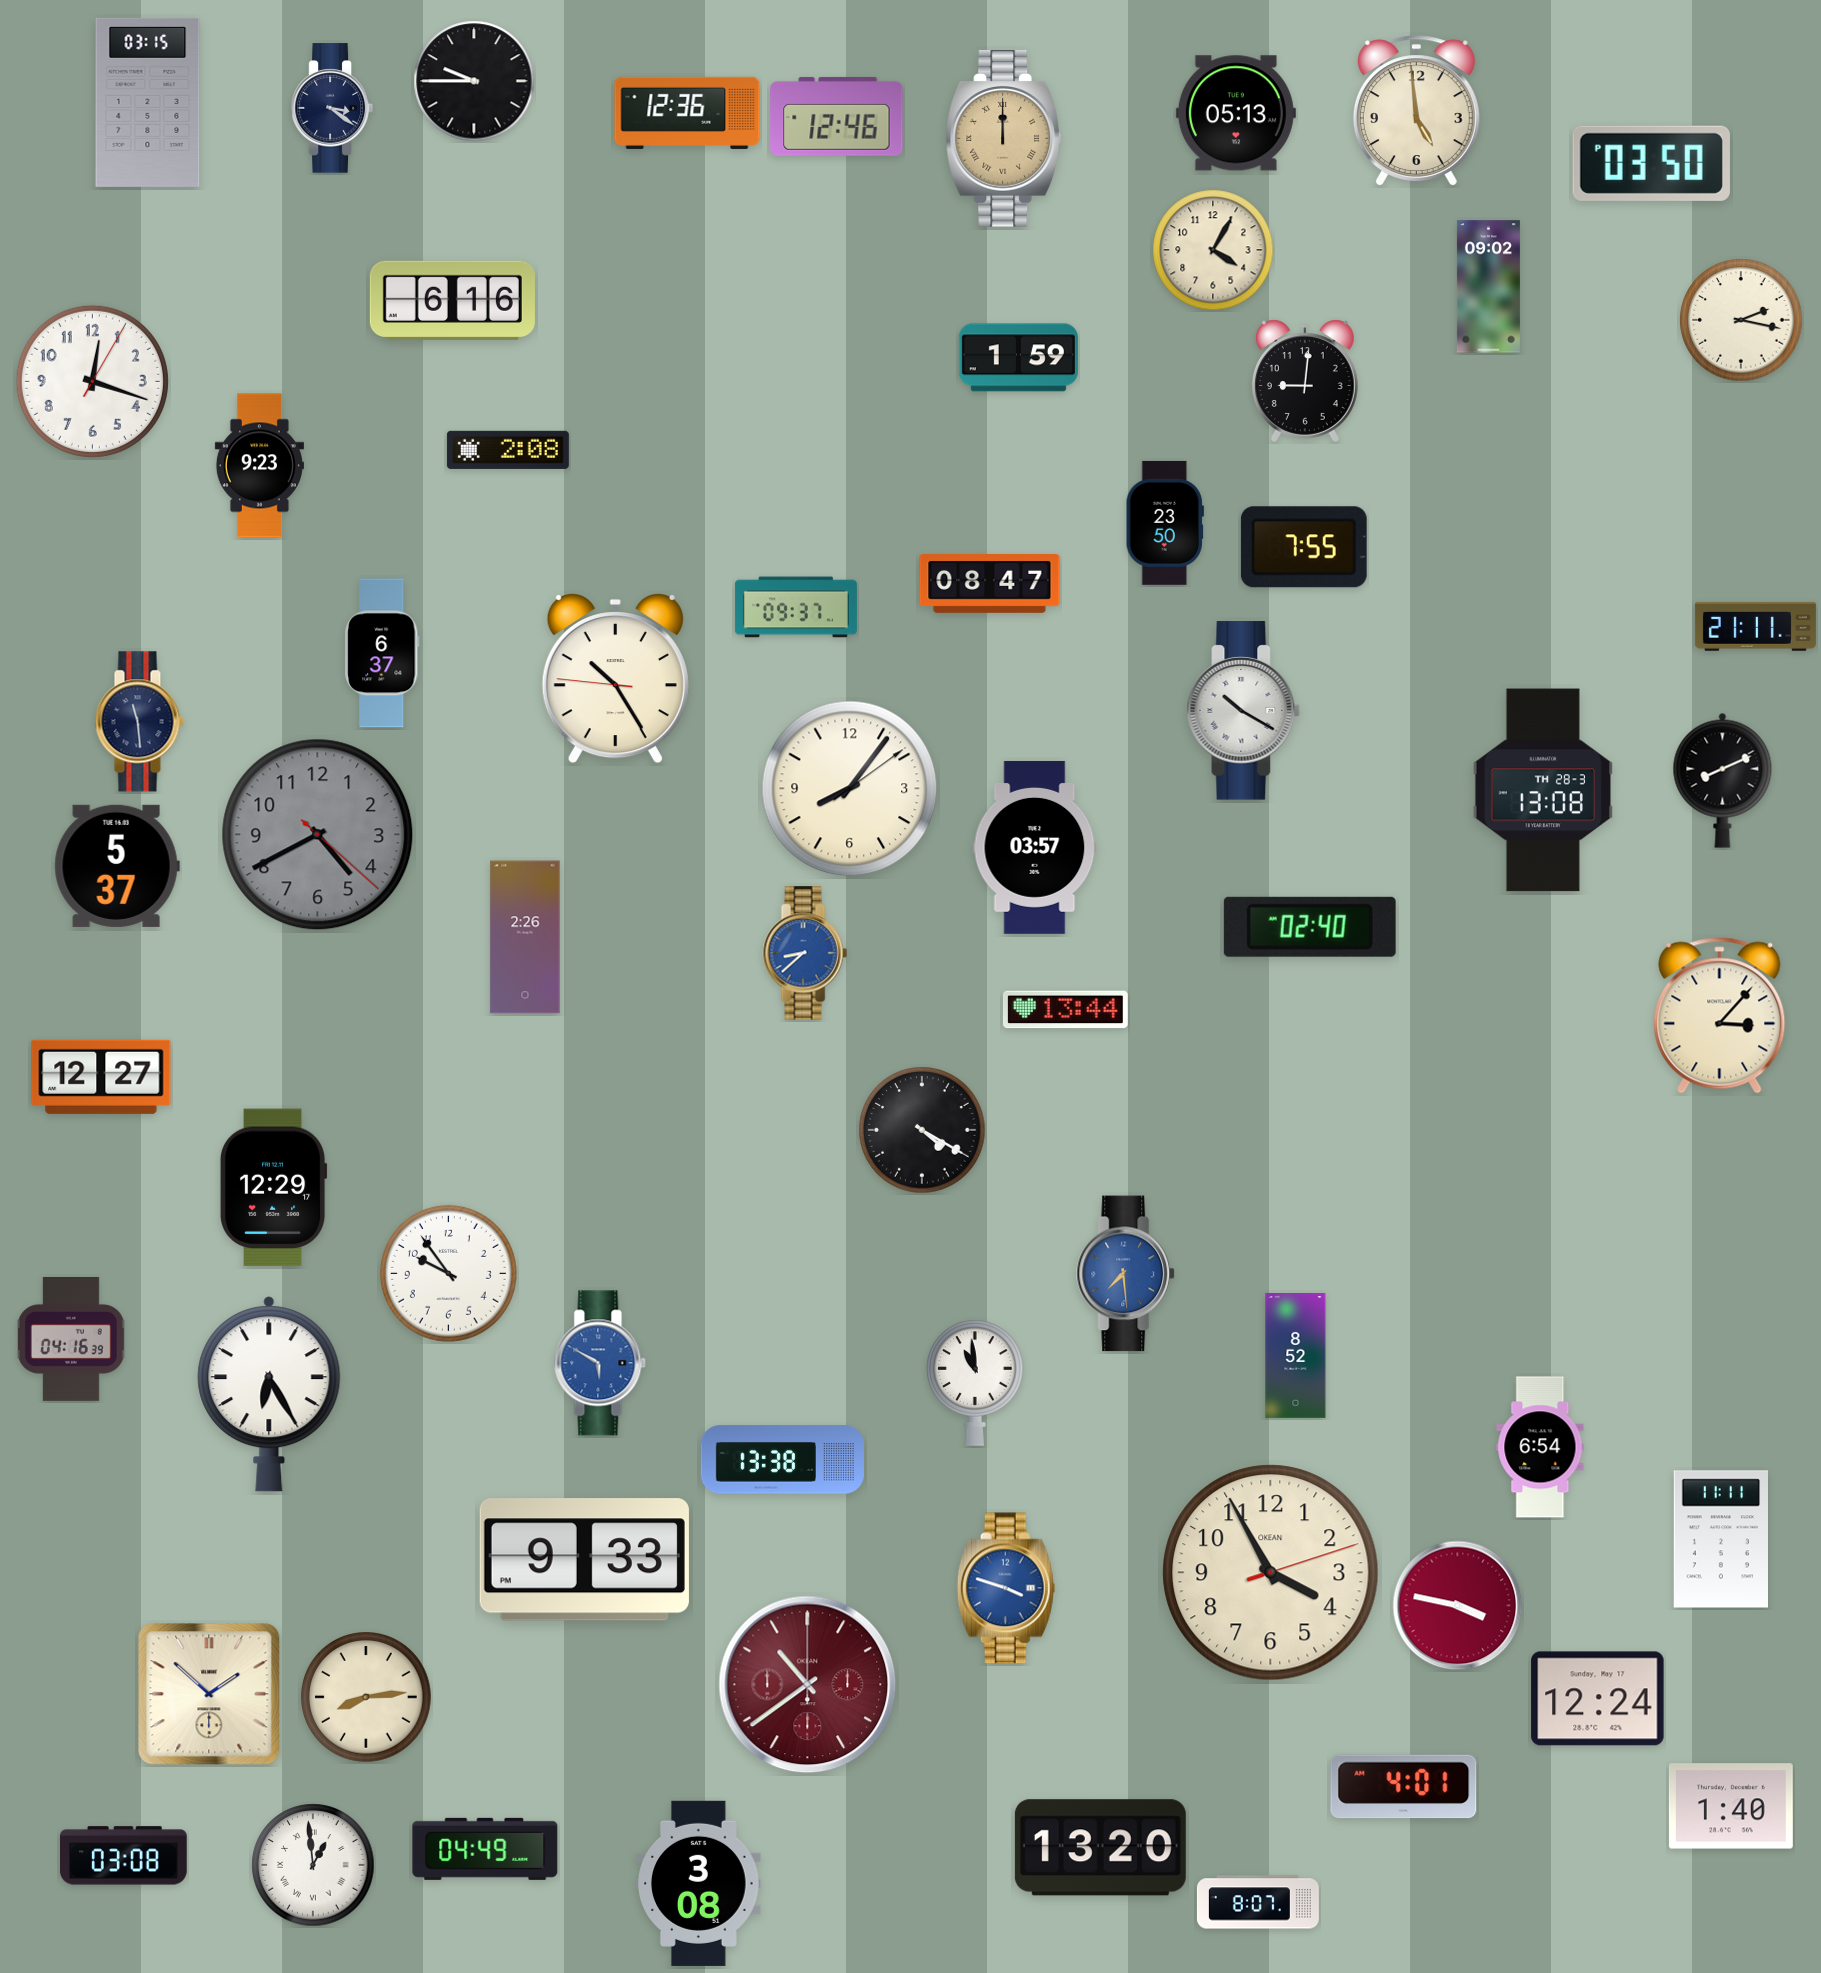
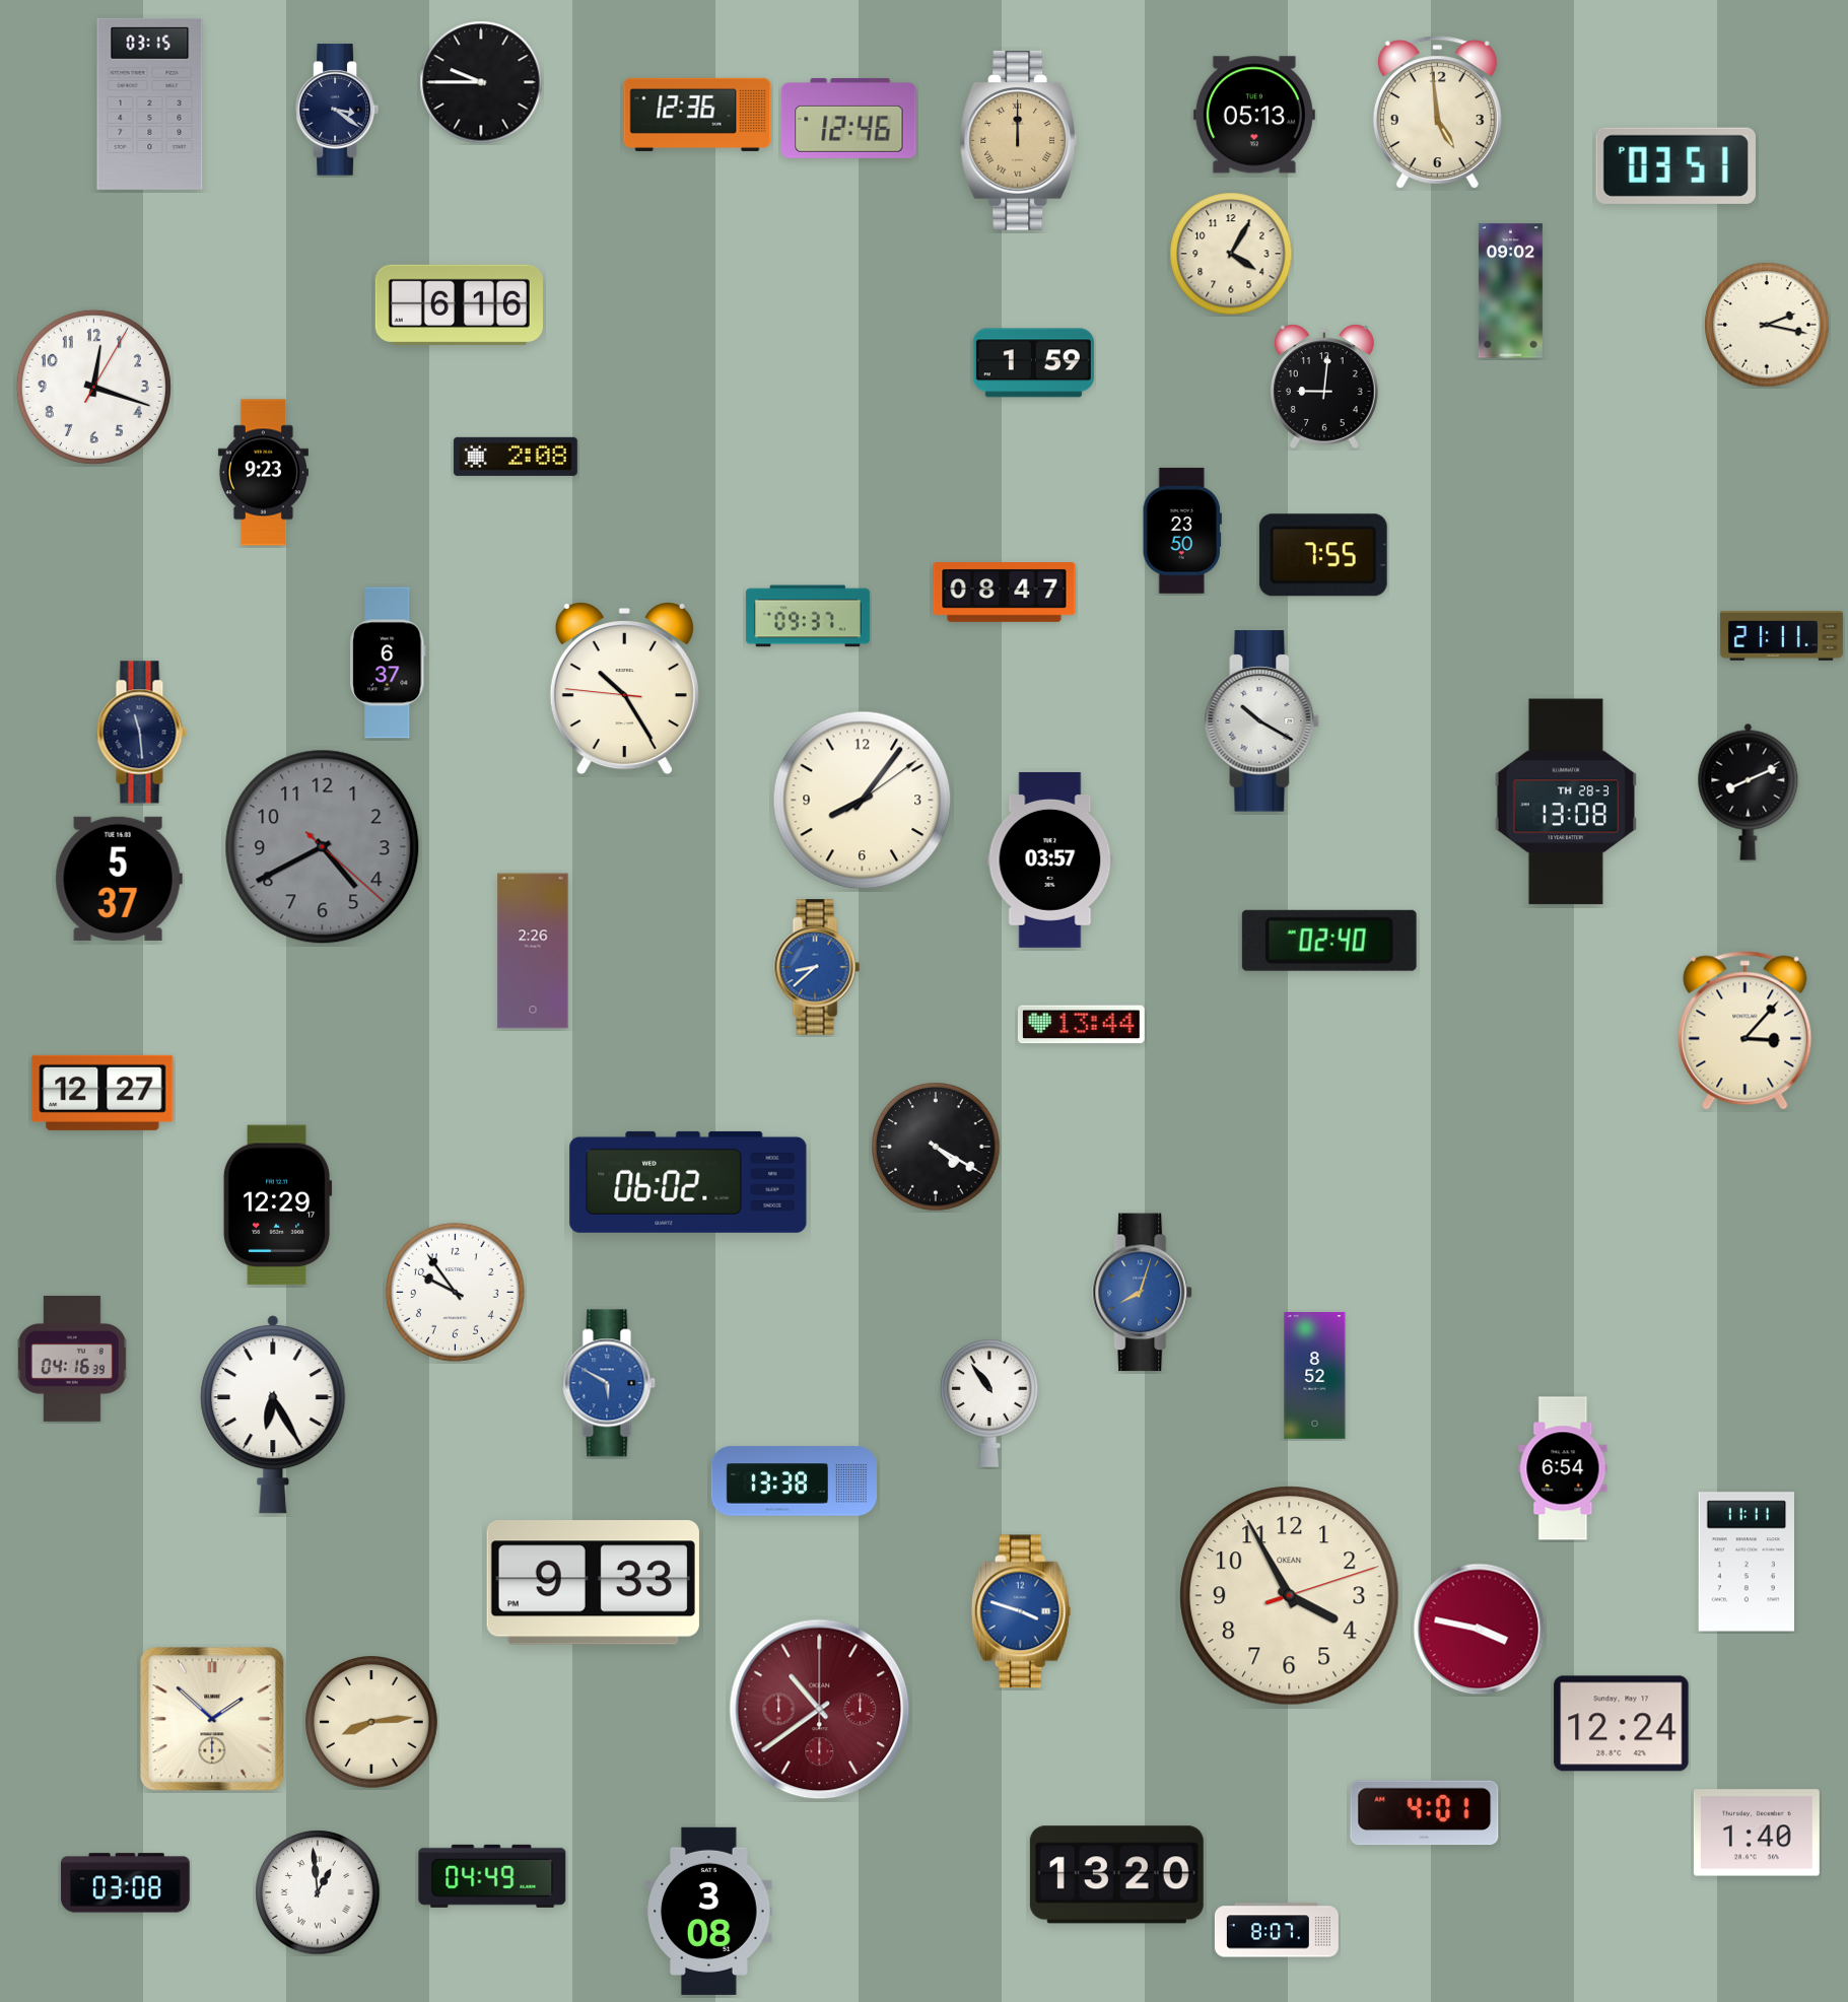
clock at (1651, 163): 03:50 -> 03:51
clock at (688, 1182): none -> 06:02
clock at (1126, 1274): 7:29 -> 8:03
clock at (975, 1383): 10:59 -> 10:54
